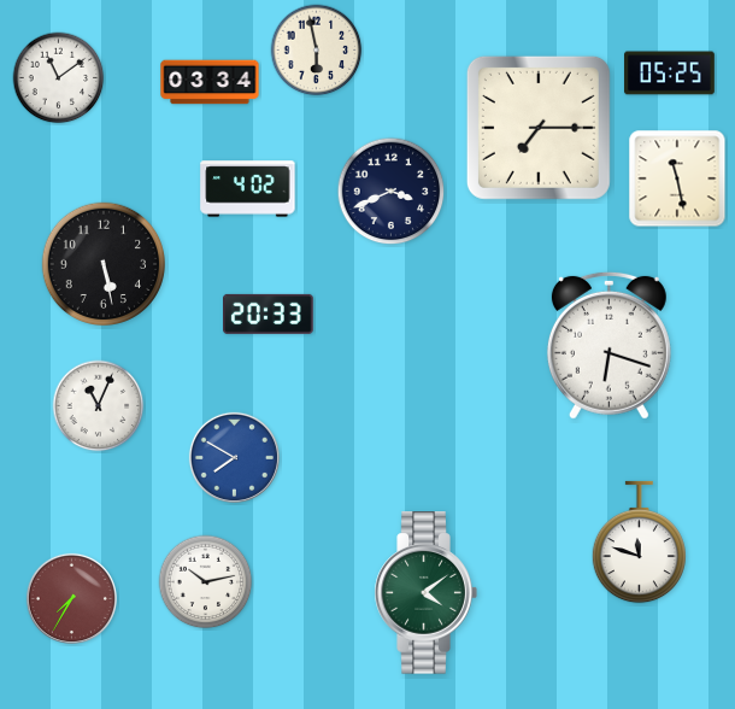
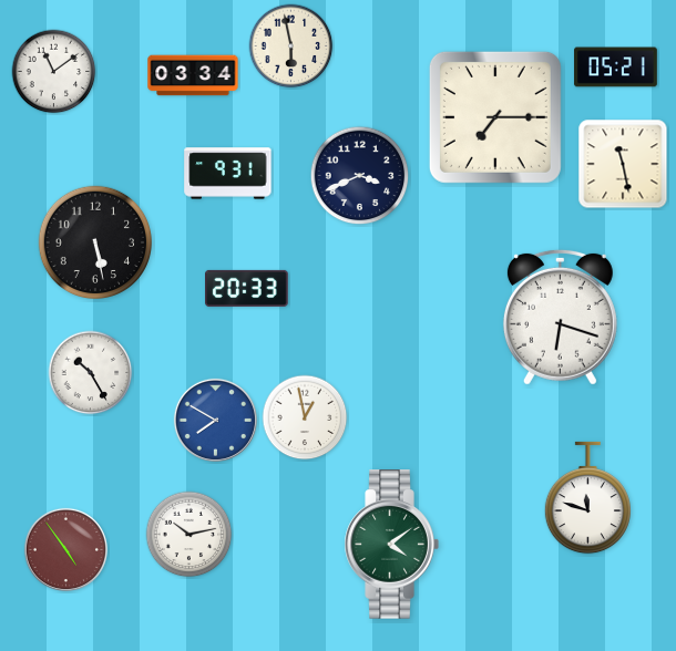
clock at (670, 74): 05:25 -> 05:21
clock at (248, 189): 4:02 -> 9:31
clock at (99, 406): 11:04 -> 10:25
clock at (305, 417): none -> 12:58
clock at (71, 598): 7:35 -> 4:54
